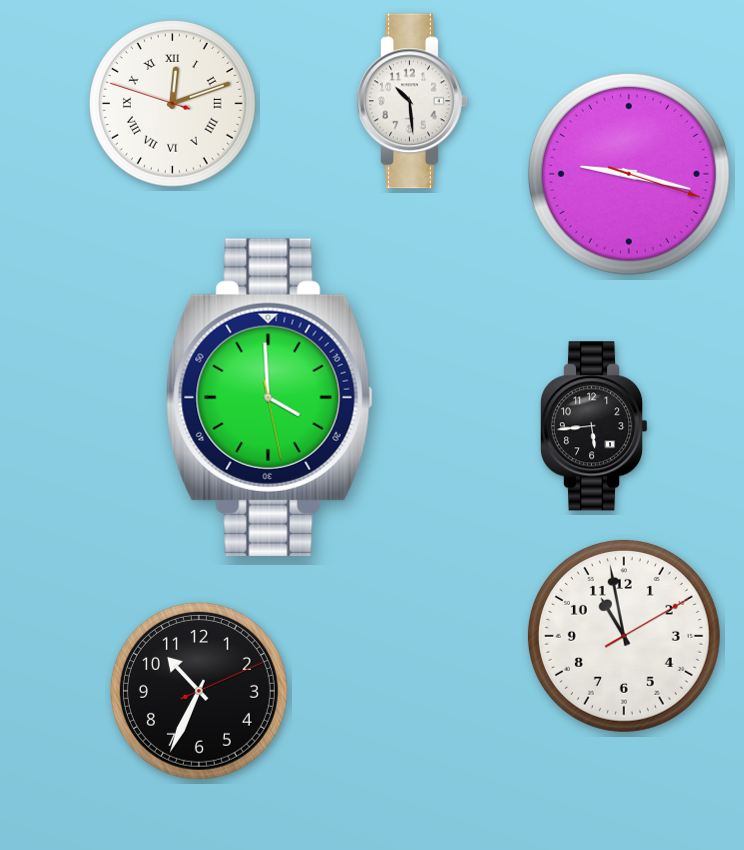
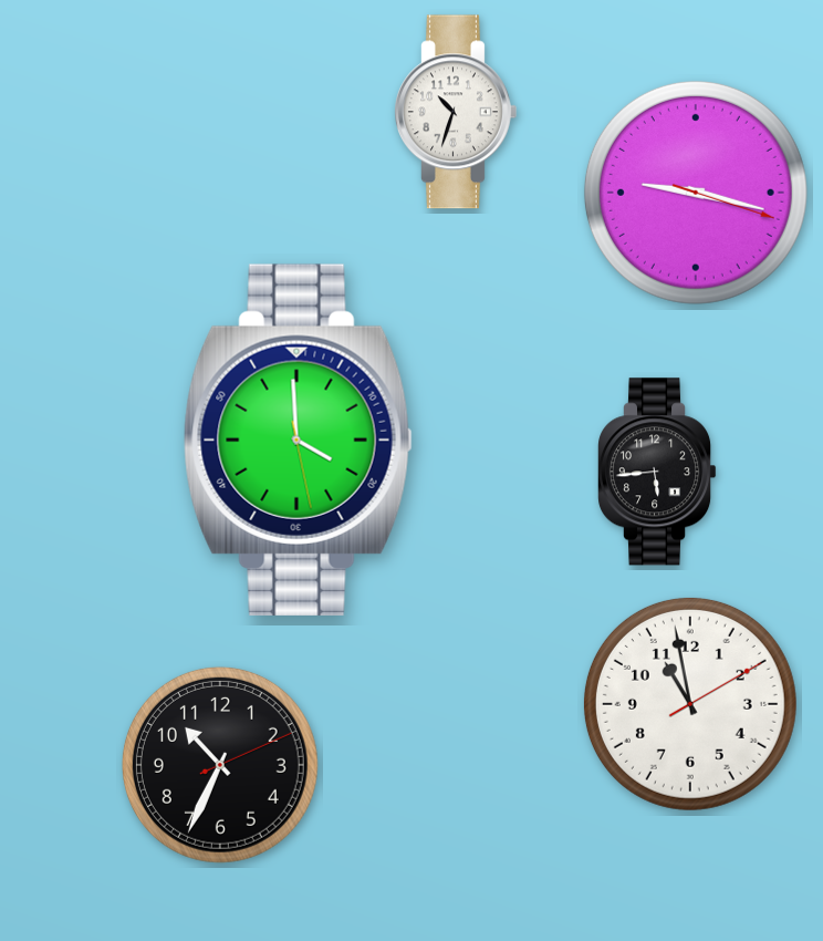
clock at (412, 101): 10:29 -> 10:33
clock at (173, 104): 12:11 -> none
